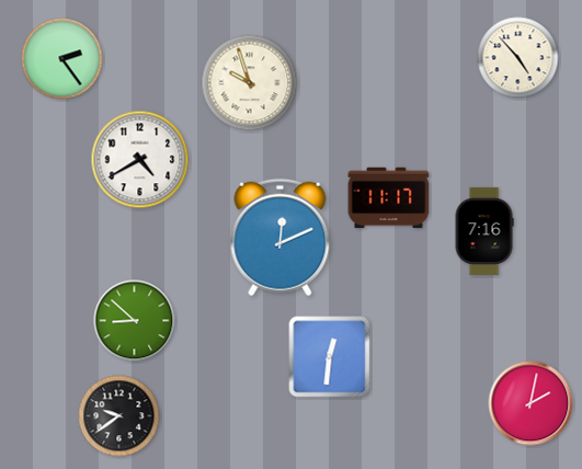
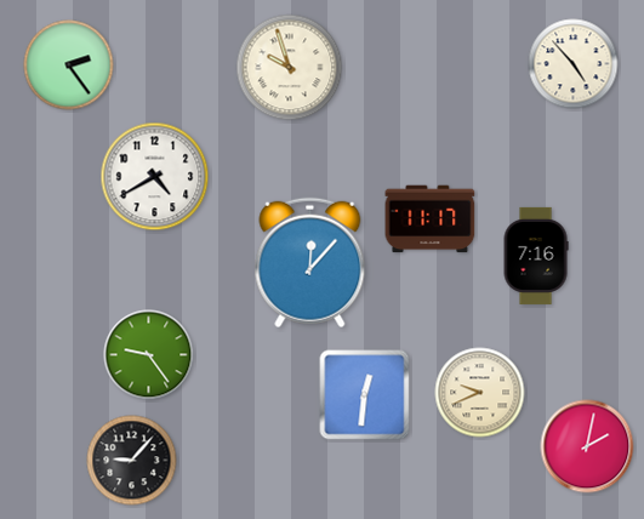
clock at (250, 83) position: (250, 83) -> (290, 68)
clock at (281, 238): 12:11 -> 12:07
clock at (135, 321): 8:52 -> 9:24
clock at (480, 393): none -> 9:41
clock at (119, 416): 9:39 -> 9:07
